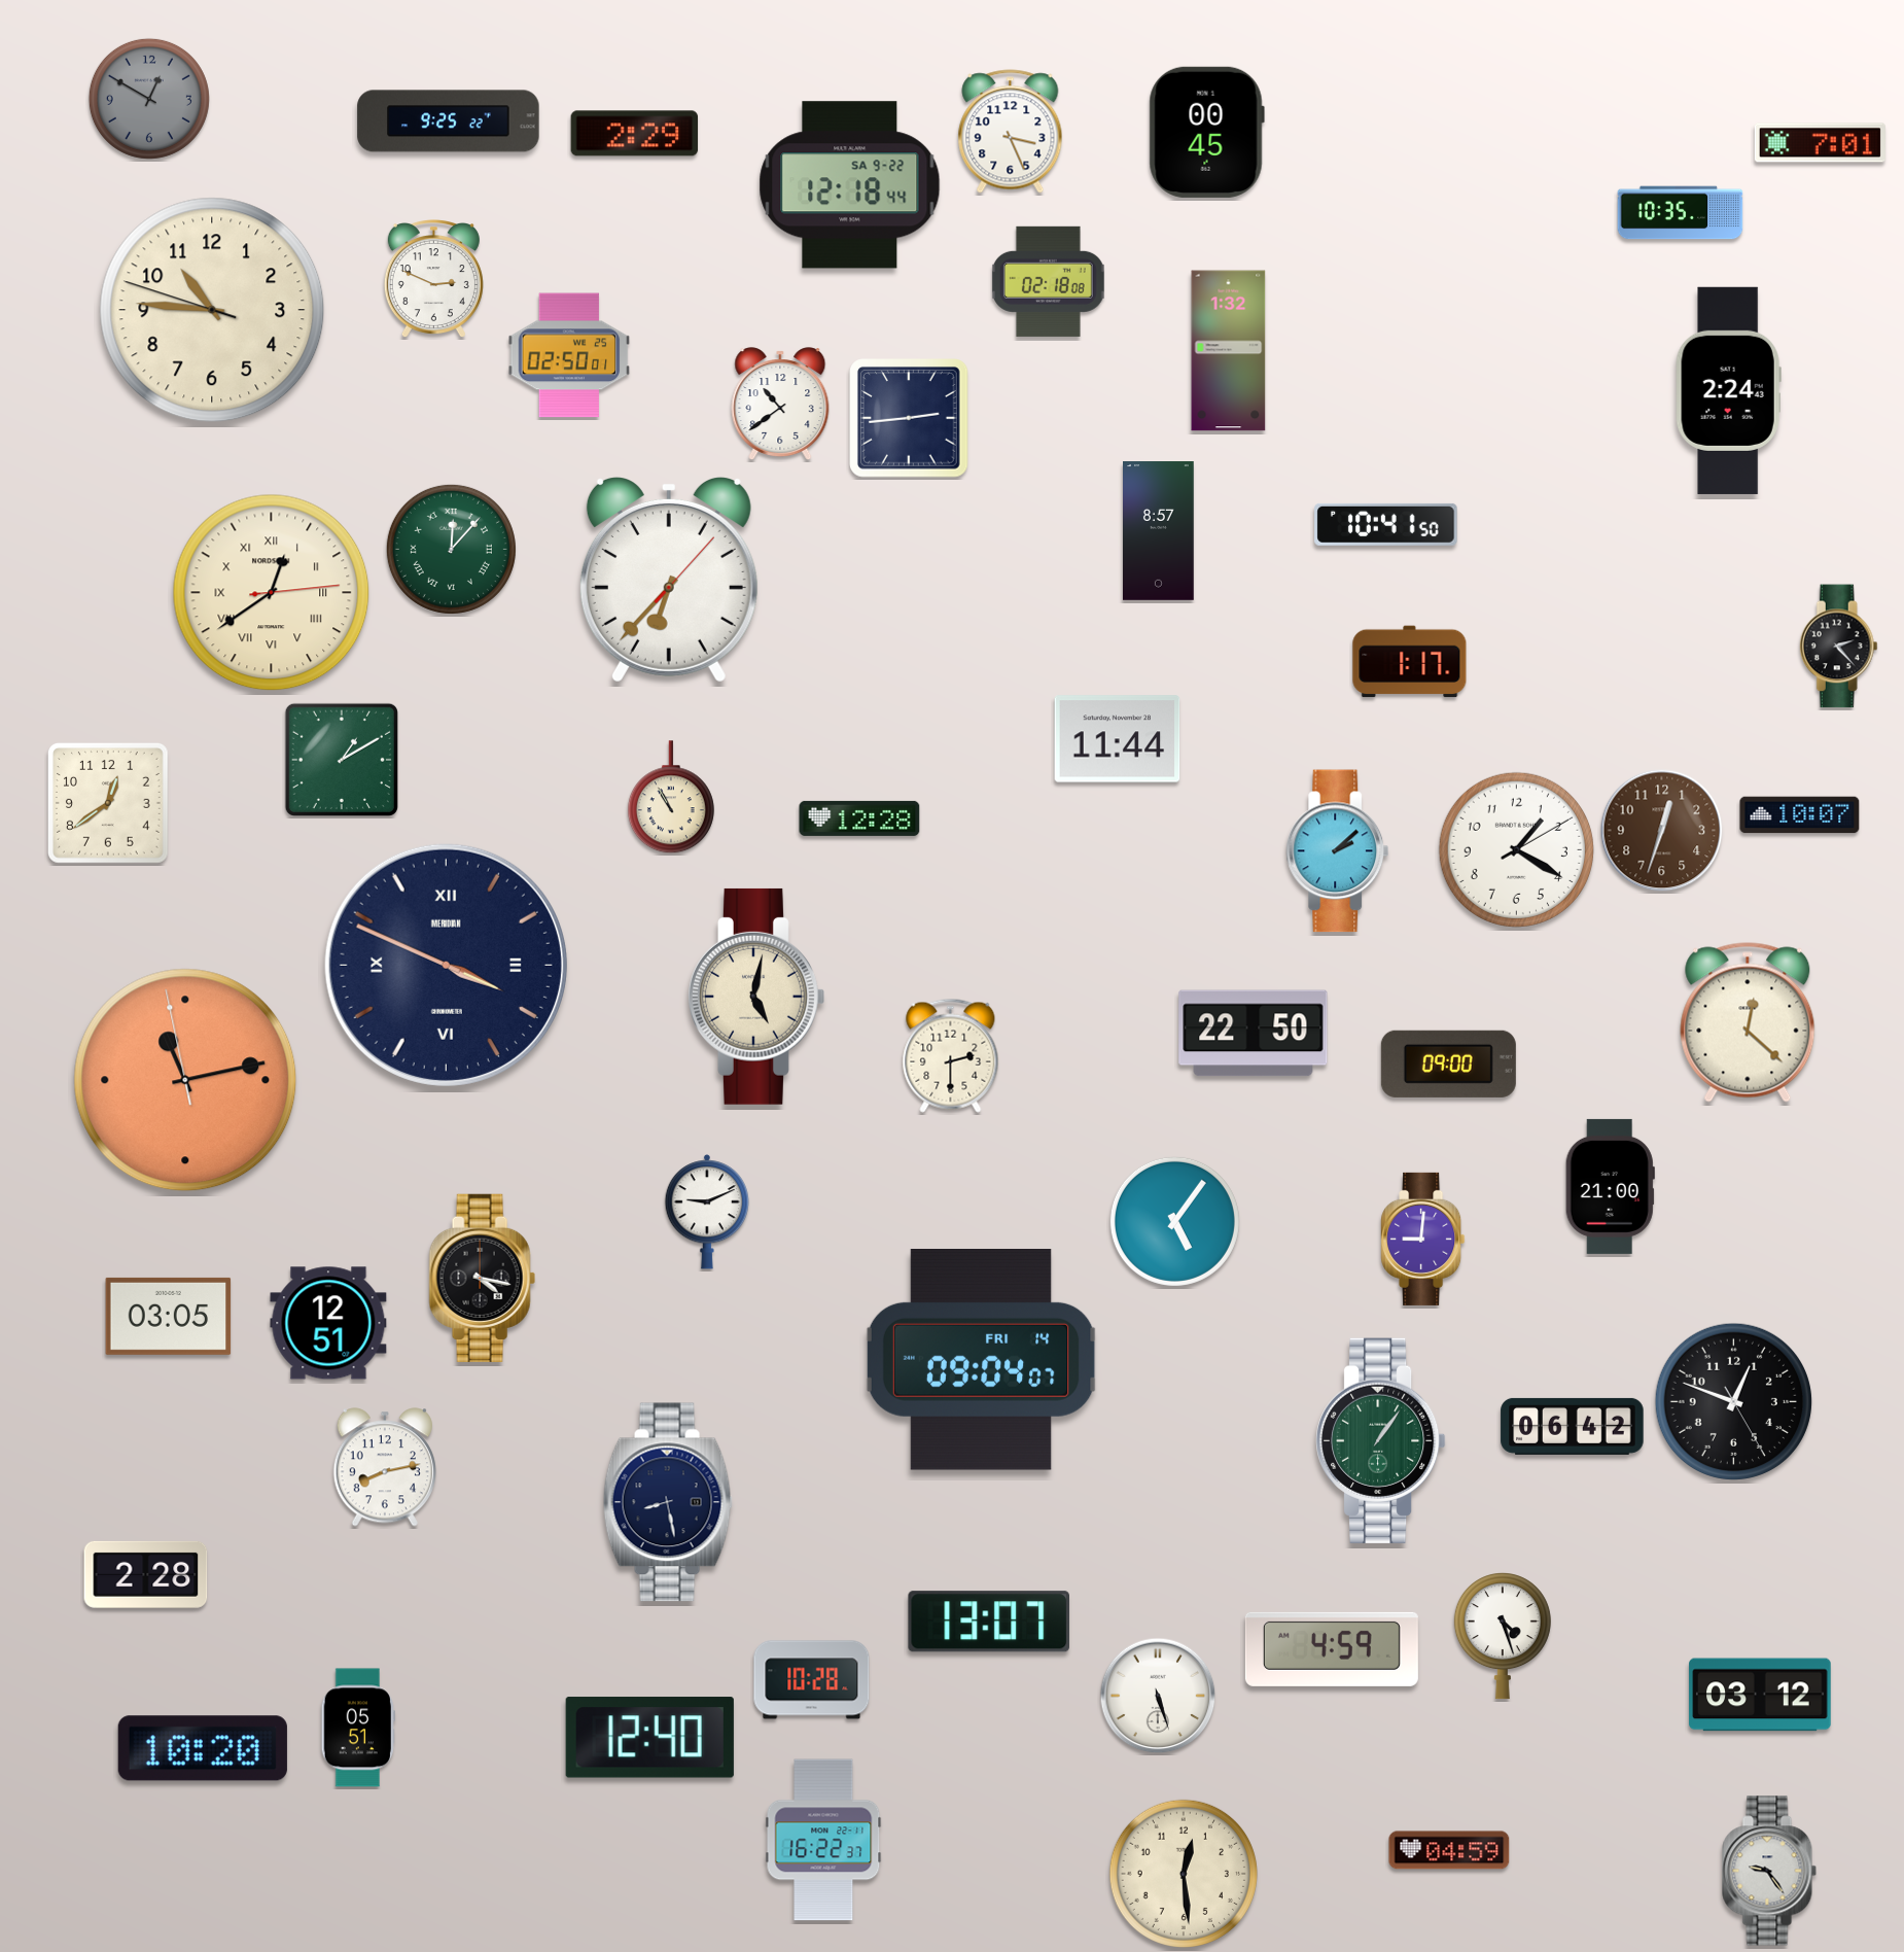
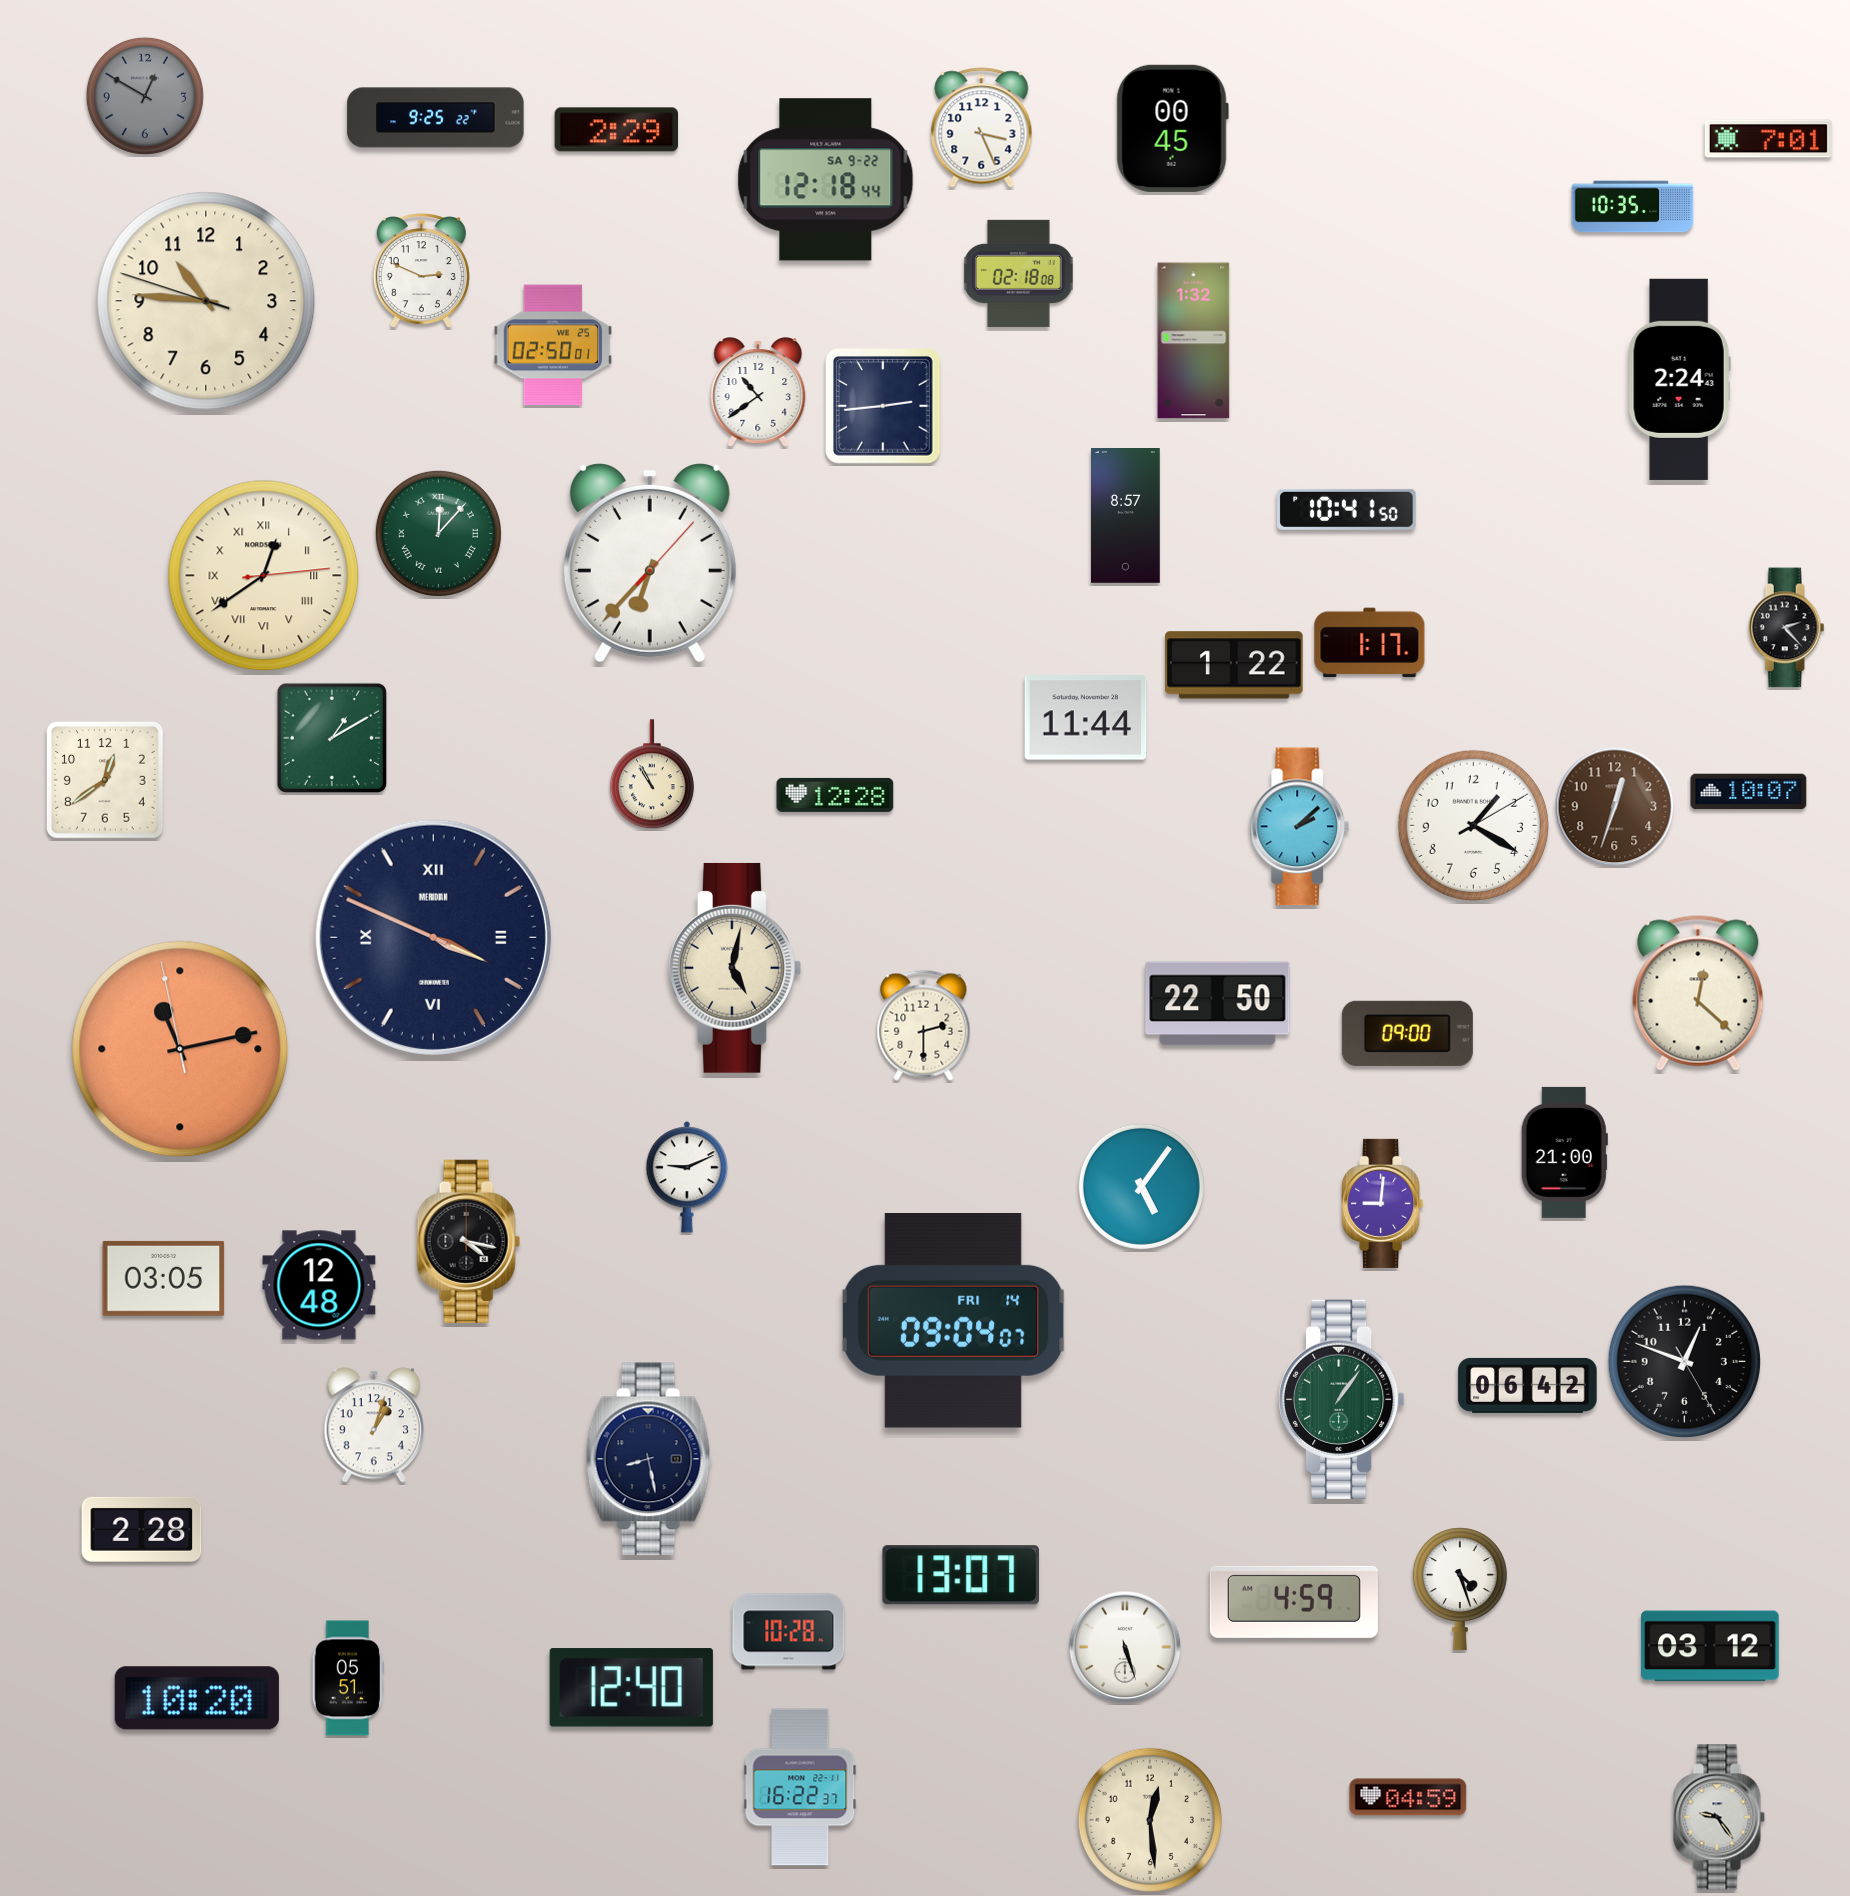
clock at (1234, 665): none -> 1:22
clock at (328, 1323): 12:51 -> 12:48
clock at (385, 1467): 8:13 -> 1:03
